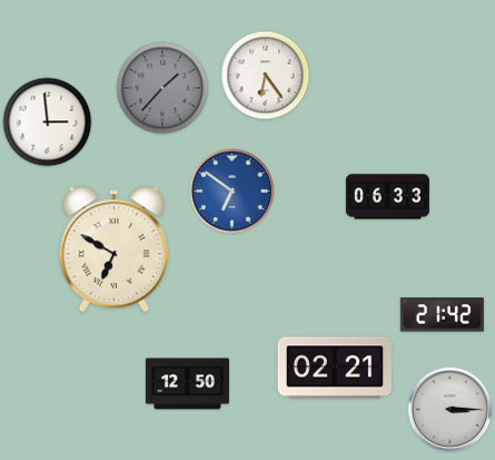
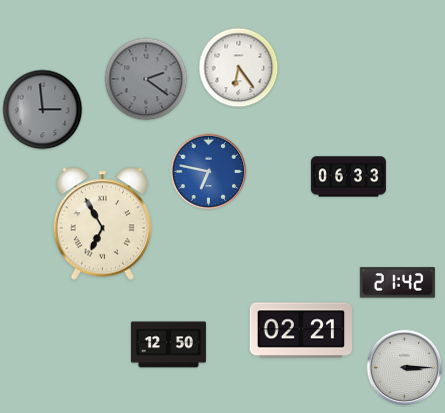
clock at (162, 88): 1:37 -> 2:21
clock at (48, 123) dial: white -> grey
clock at (232, 192): 6:51 -> 6:47
clock at (113, 249): 6:50 -> 6:55
